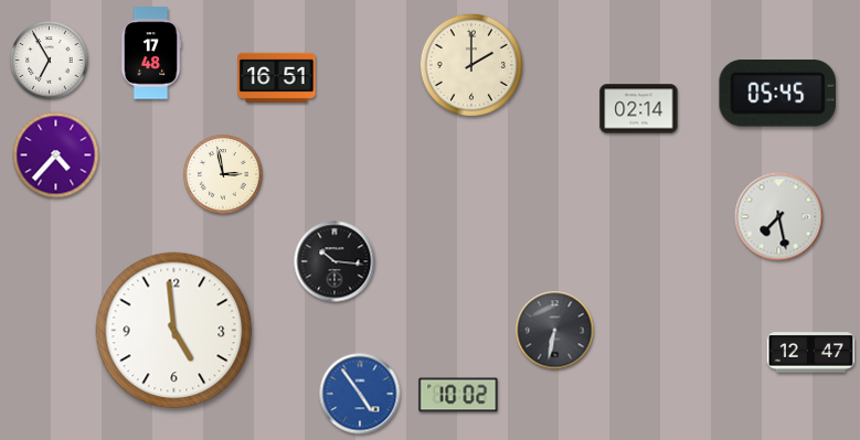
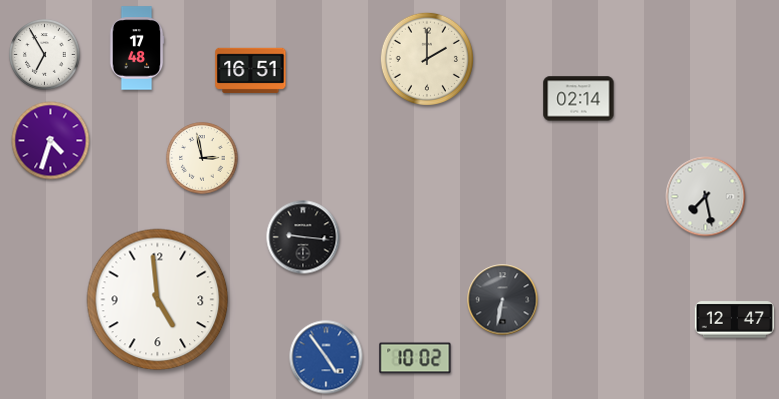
clock at (778, 94): 05:45 -> none
clock at (56, 155): 4:37 -> 4:33
clock at (335, 261): 10:16 -> 9:16
